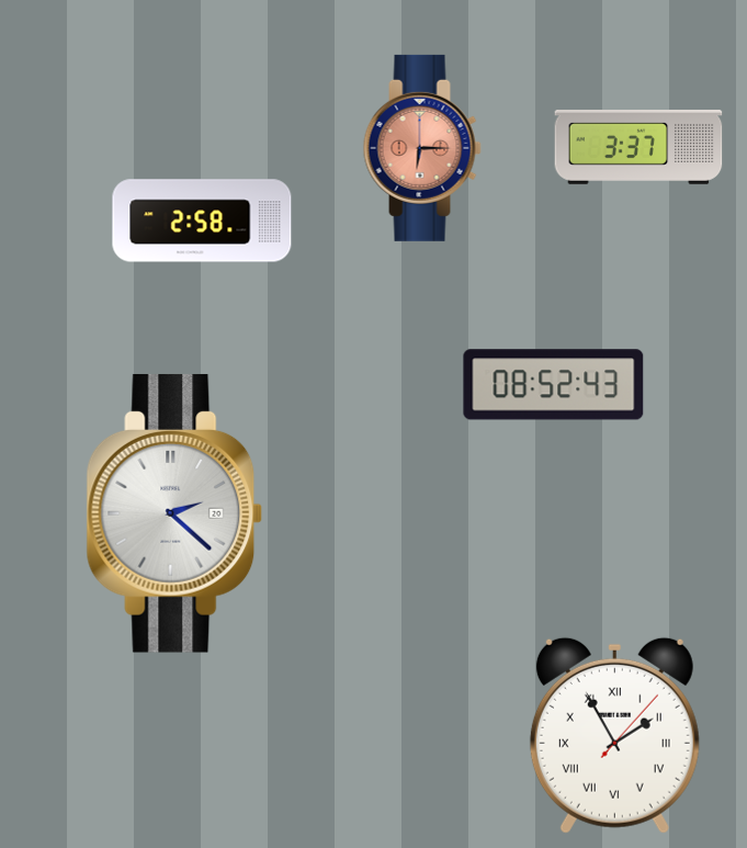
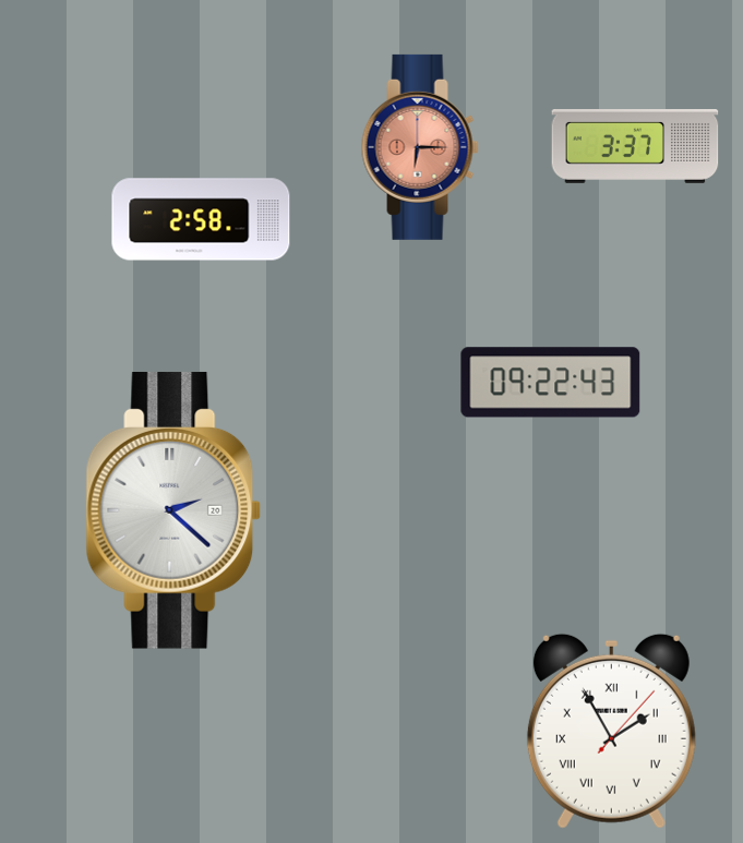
clock at (554, 385): 08:52 -> 09:22
